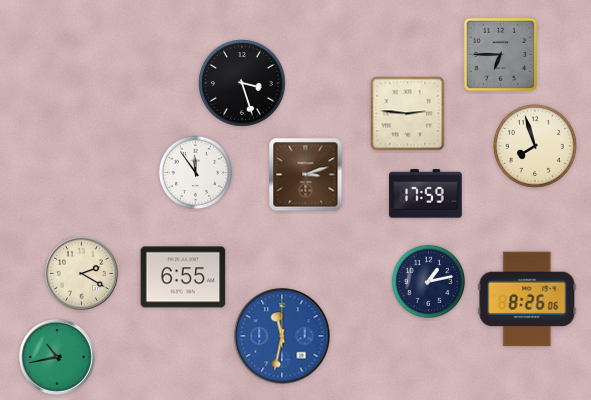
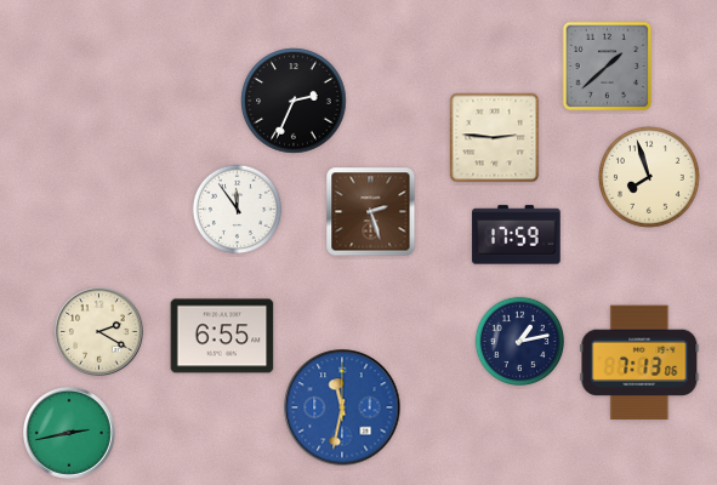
clock at (501, 55): 6:45 -> 1:38
clock at (242, 83): 3:27 -> 2:34
clock at (306, 175): 3:12 -> 2:27
clock at (527, 299): 8:26 -> 7:13
clock at (58, 358): 10:43 -> 2:43
